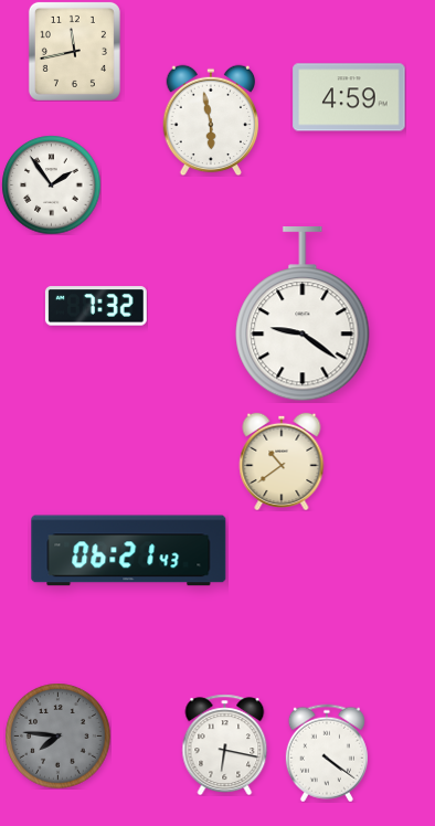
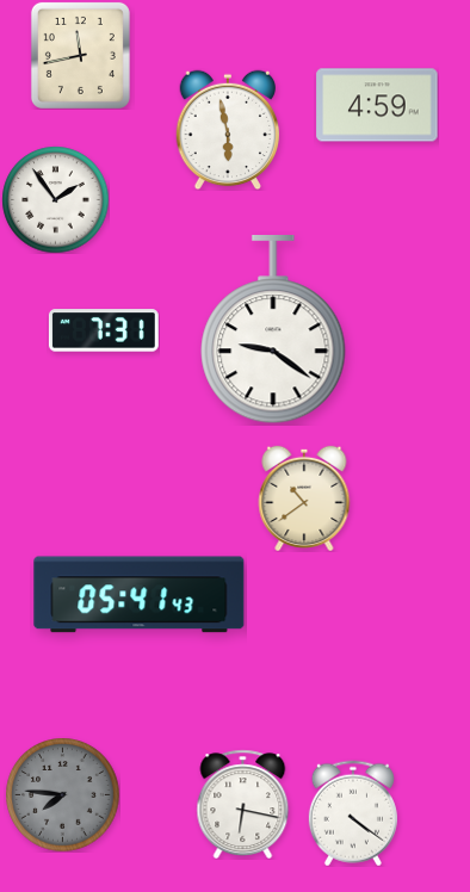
clock at (96, 306): 7:32 -> 7:31
clock at (303, 315) position: (303, 315) -> (273, 330)
clock at (129, 551): 06:21 -> 05:41
